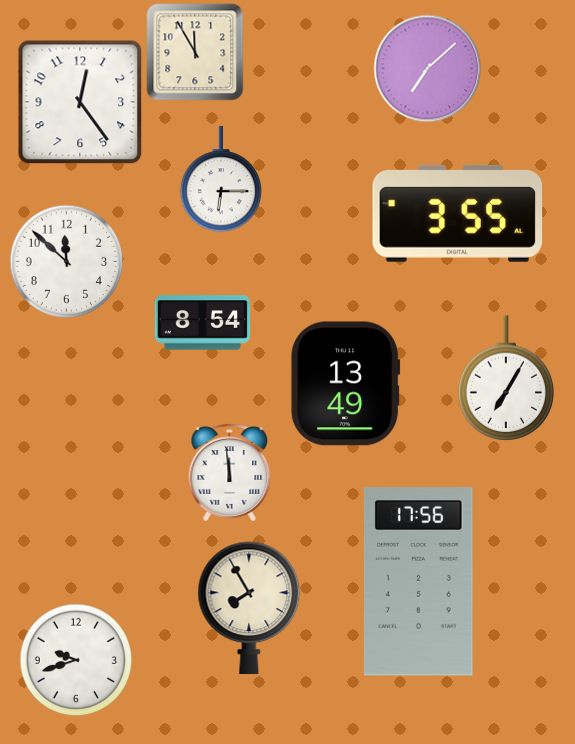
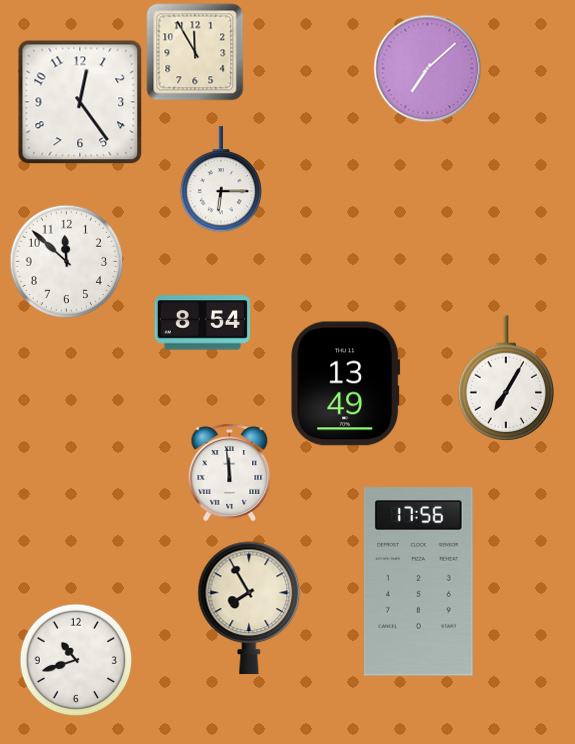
clock at (458, 213): 3:55 -> none
clock at (76, 660): 9:42 -> 10:42
